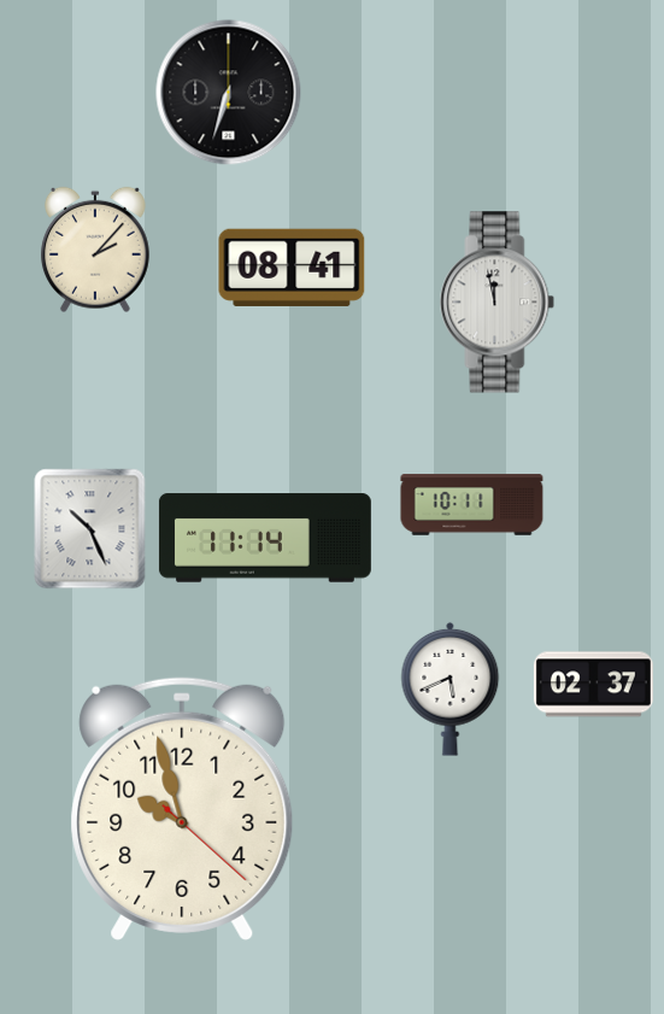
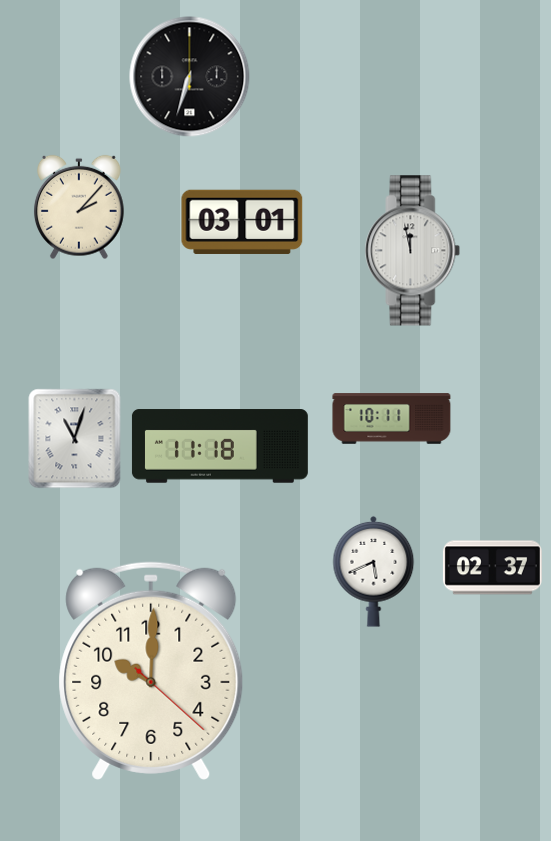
clock at (292, 268): 08:41 -> 03:01
clock at (90, 529): 10:26 -> 11:03
clock at (265, 538): 11:14 -> 11:18
clock at (182, 809): 9:57 -> 10:00
